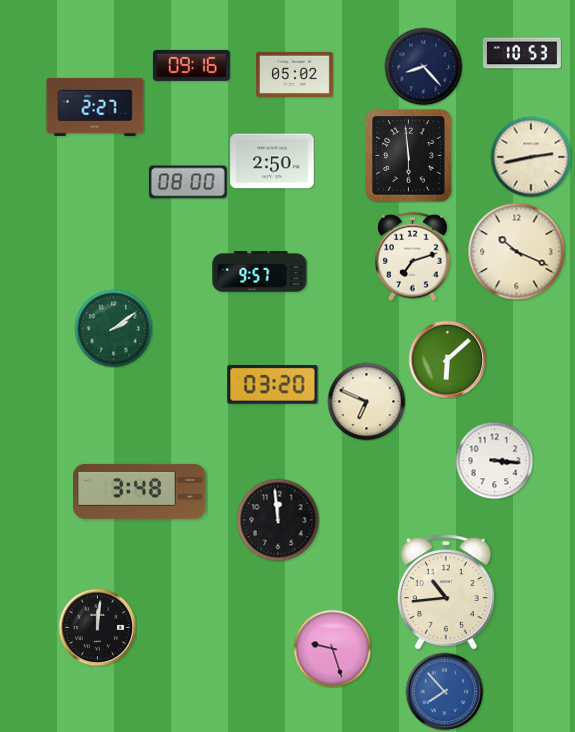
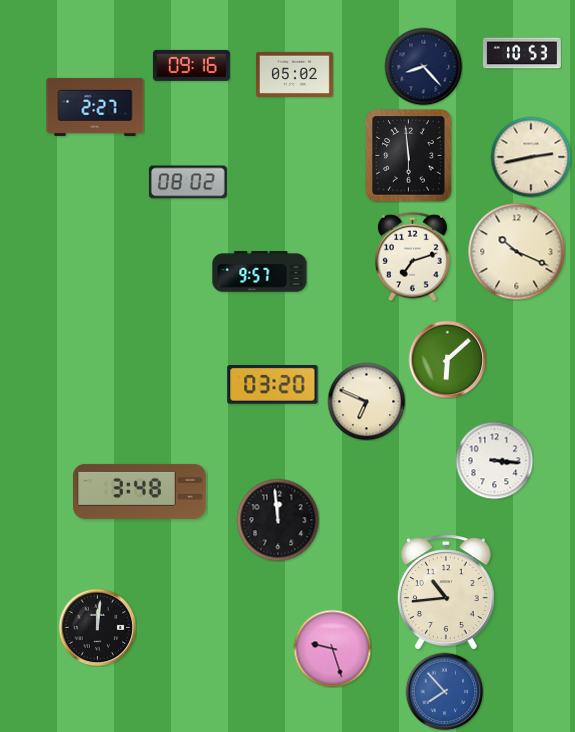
clock at (272, 161): 2:50 -> none
clock at (188, 182): 08:00 -> 08:02
clock at (113, 328): 2:09 -> none
